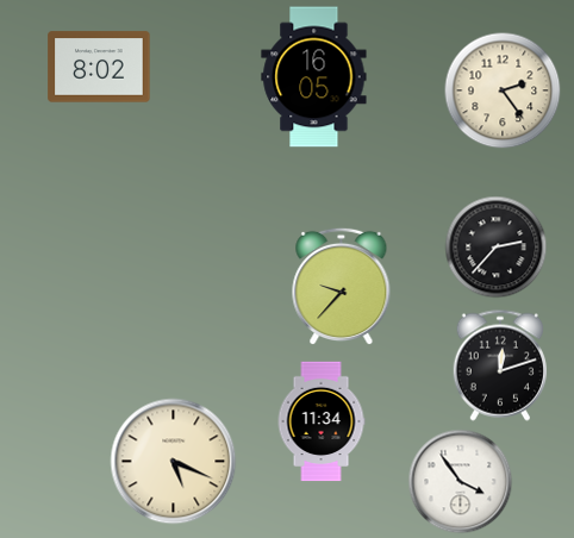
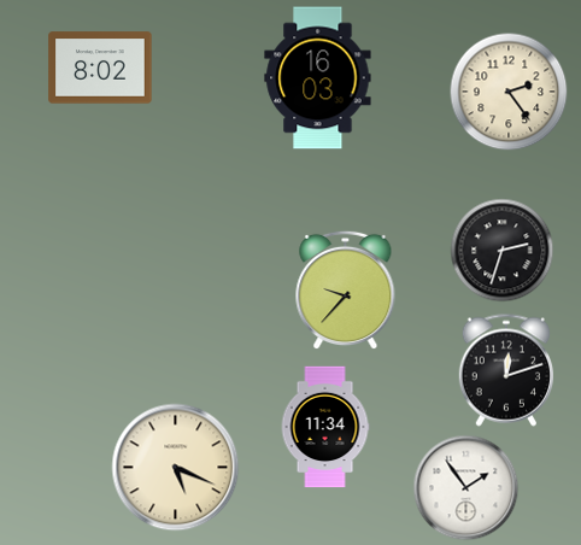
clock at (314, 77): 16:05 -> 16:03
clock at (497, 248): 2:37 -> 2:33
clock at (461, 482): 3:54 -> 1:54
